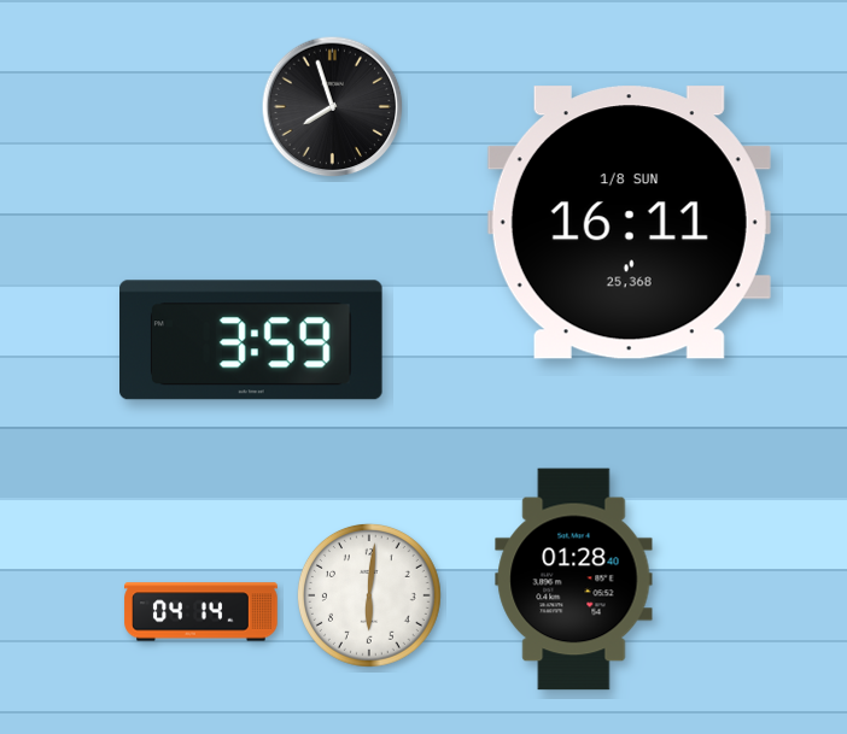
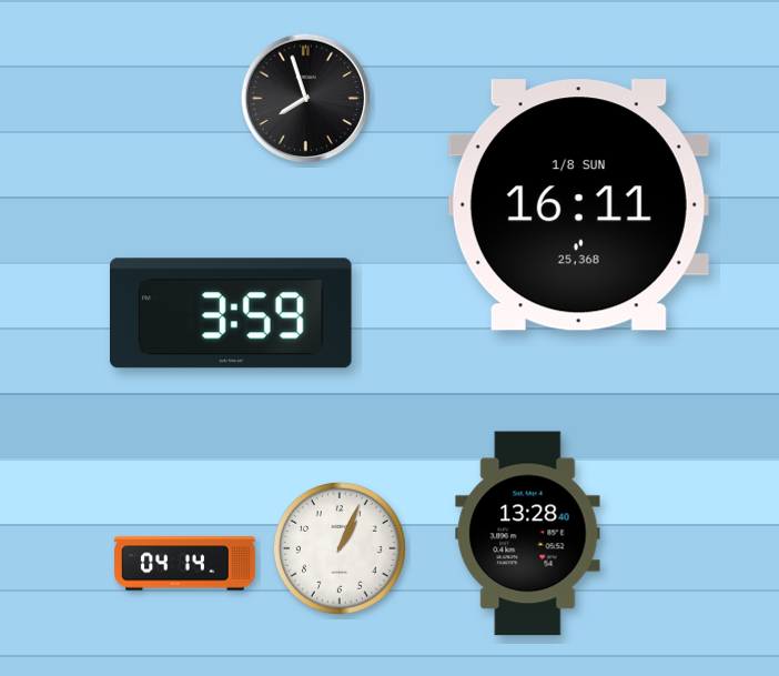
clock at (574, 580): 01:28 -> 13:28
clock at (369, 595): 6:01 -> 1:04
